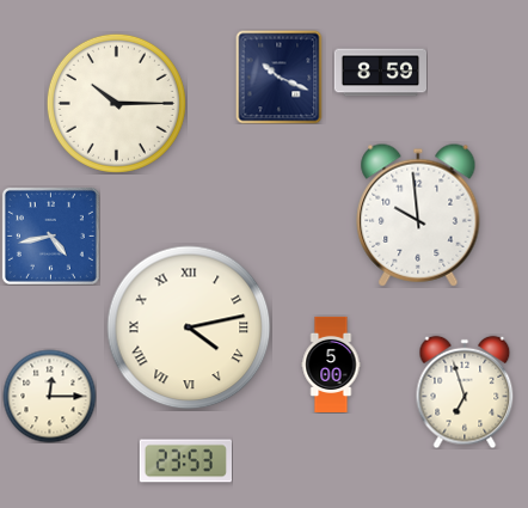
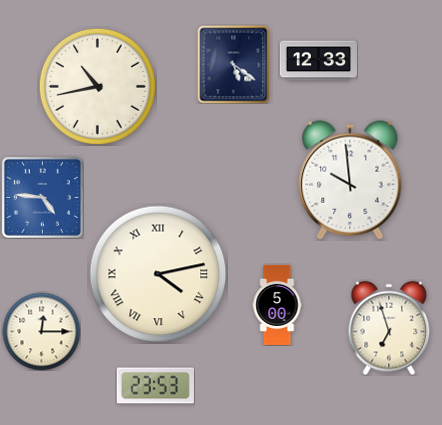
clock at (380, 73): 8:59 -> 12:33
clock at (280, 76): 10:19 -> 5:21
clock at (116, 103): 10:15 -> 10:43
clock at (50, 235): 4:43 -> 4:46
